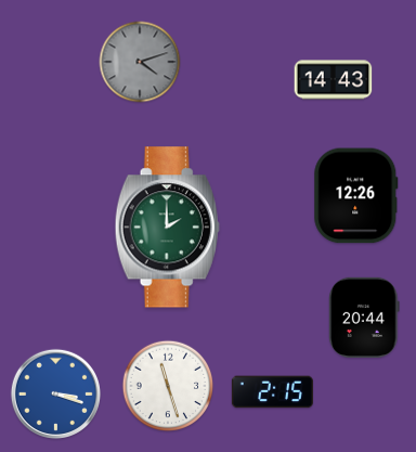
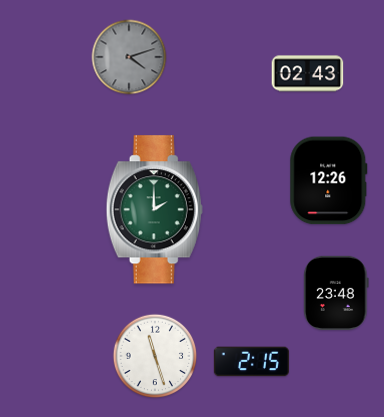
clock at (334, 80): 14:43 -> 02:43
clock at (364, 318): 20:44 -> 23:48
clock at (55, 393): 3:18 -> none
